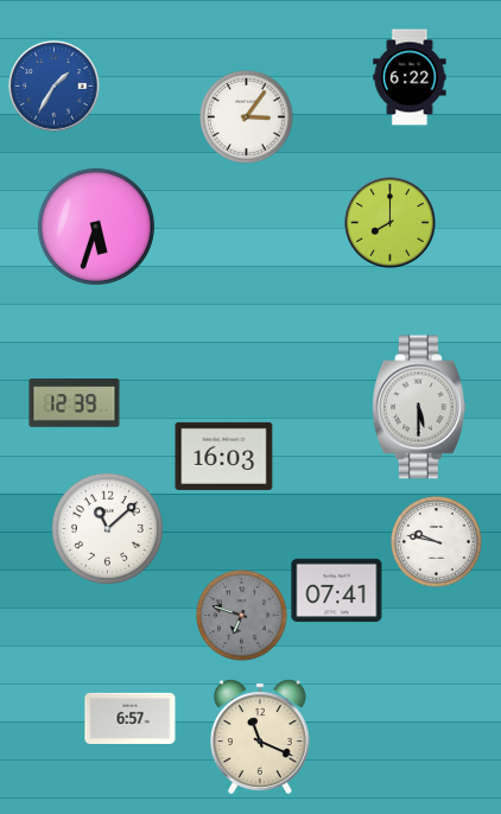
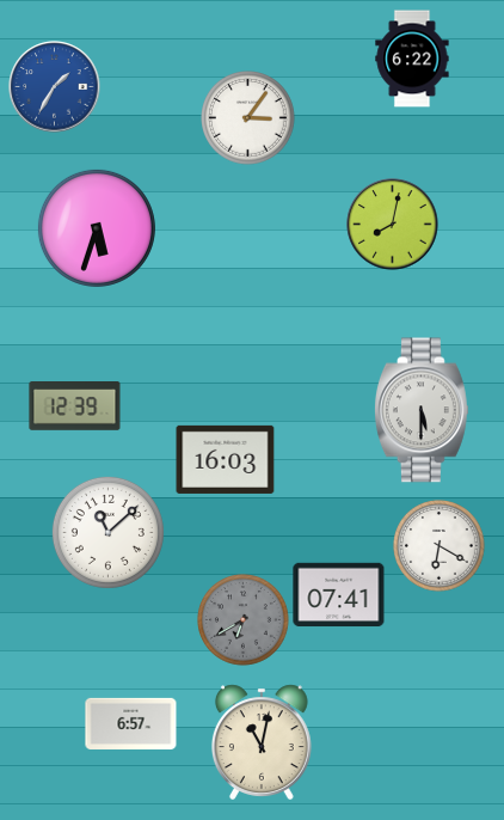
clock at (410, 77) position: (410, 77) -> (412, 59)
clock at (391, 223): 8:00 -> 8:02
clock at (437, 542): 9:47 -> 6:20
clock at (242, 616): 6:48 -> 6:40
clock at (260, 737): 11:19 -> 11:02
